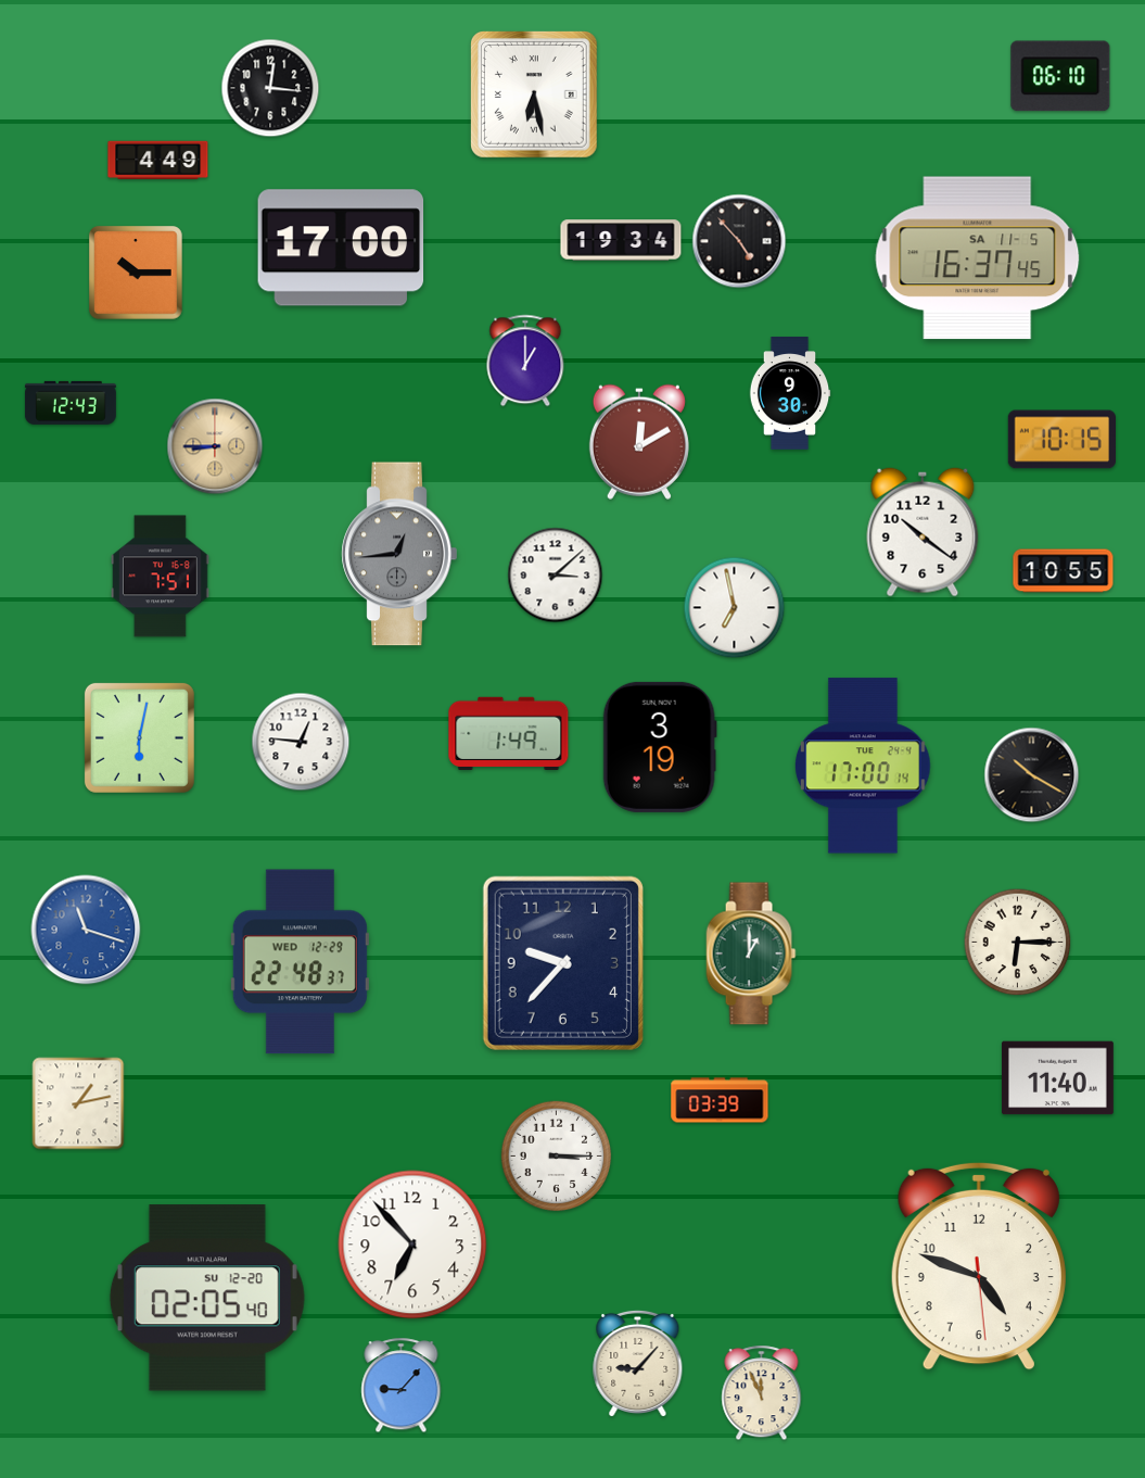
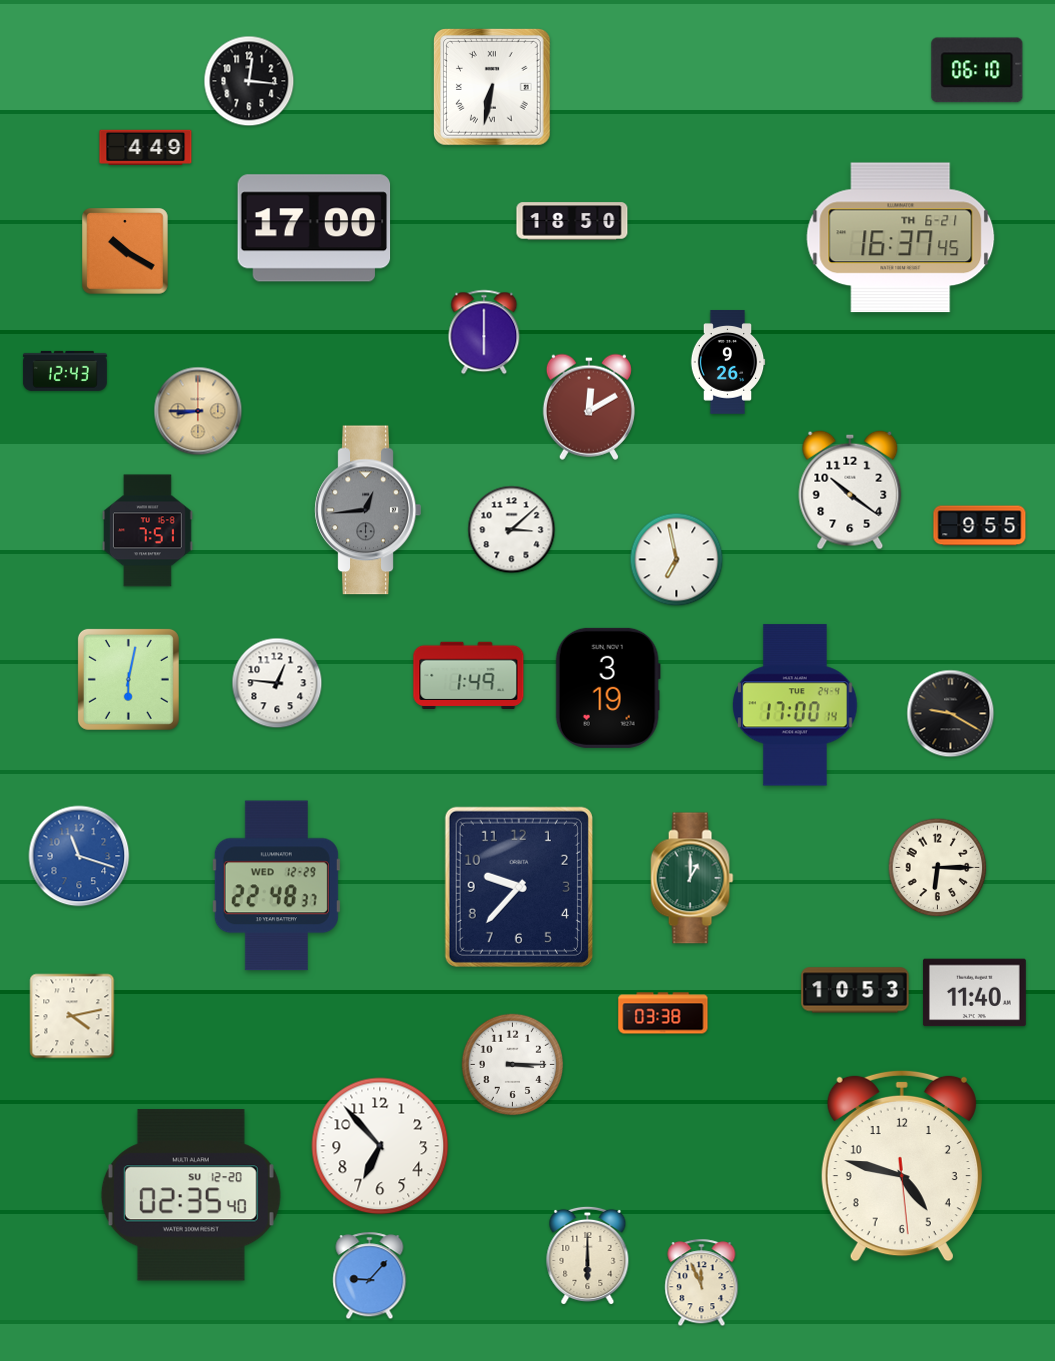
clock at (535, 96): 6:28 -> 6:32
clock at (621, 240): 19:34 -> 18:50
clock at (739, 241): 4:53 -> none
clock at (978, 258) date: SA 11-5 -> TH 6-21
clock at (137, 274): 10:15 -> 10:20
clock at (525, 361): 1:00 -> 6:00
clock at (790, 393): 9:30 -> 9:26
clock at (1061, 440): 10:15 -> none
clock at (1064, 571): 10:55 -> 9:55
clock at (1032, 775): 10:20 -> 9:20
clock at (855, 990): none -> 10:53
clock at (720, 1100): 03:39 -> 03:38
clock at (78, 1103): 1:13 -> 4:13
clock at (979, 1266): 4:48 -> 4:47
clock at (207, 1298): 02:05 -> 02:35
clock at (638, 1363): 9:07 -> 6:00
